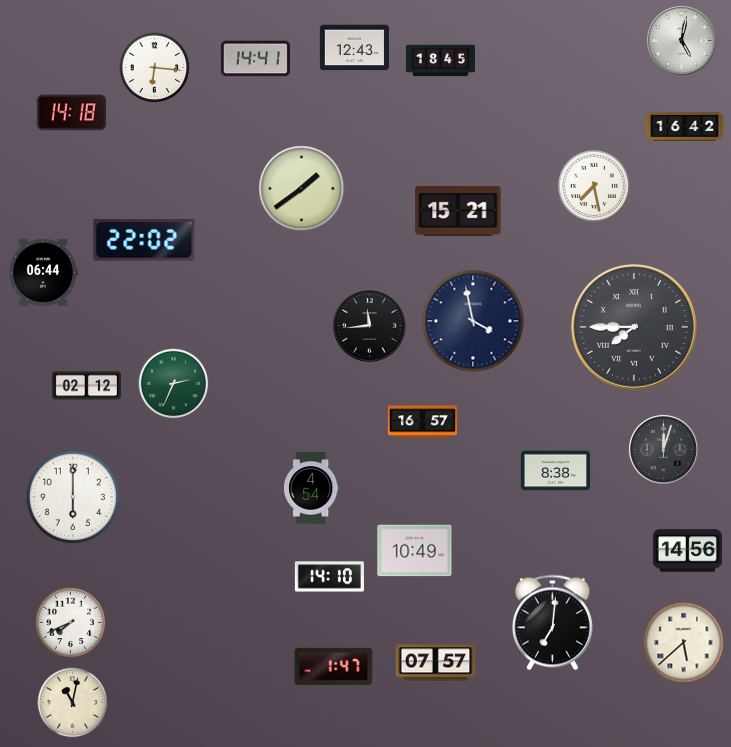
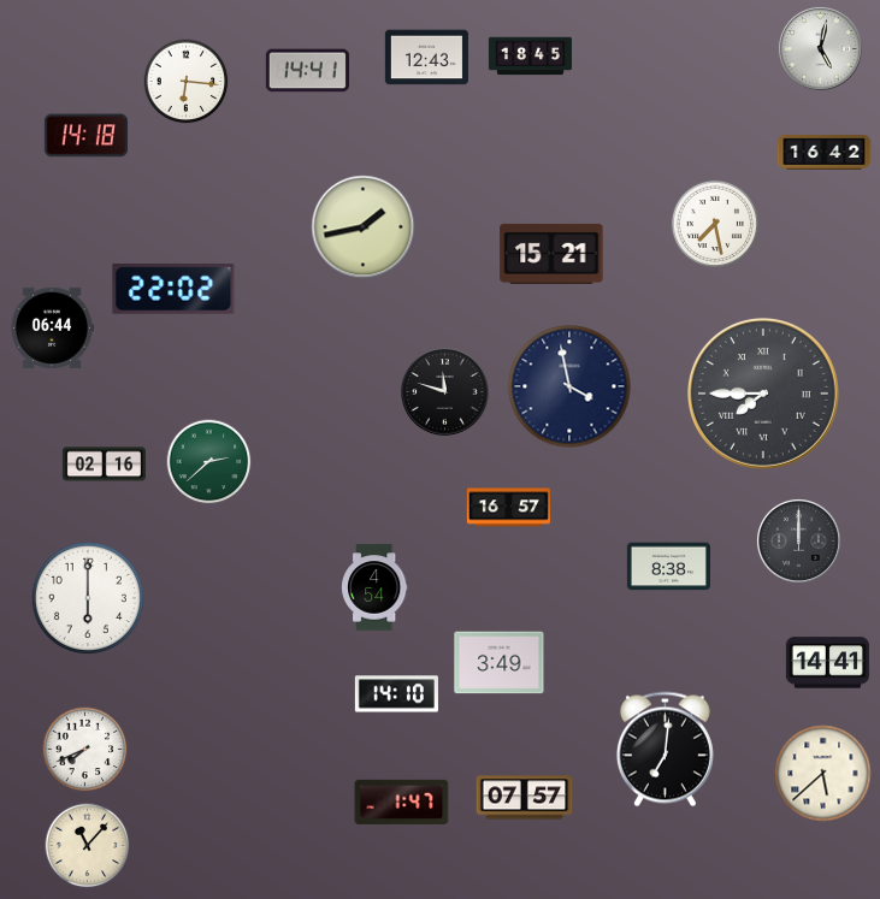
clock at (440, 61) position: (440, 61) -> (530, 57)
clock at (302, 189): 1:39 -> 1:43
clock at (370, 326): 11:44 -> 11:48
clock at (174, 384): 2:34 -> 2:38
clock at (86, 386): 02:12 -> 02:16
clock at (663, 449): 12:03 -> 12:00
clock at (415, 551): 10:49 -> 3:49
clock at (687, 551): 14:56 -> 14:41
clock at (73, 703): 11:02 -> 11:07
